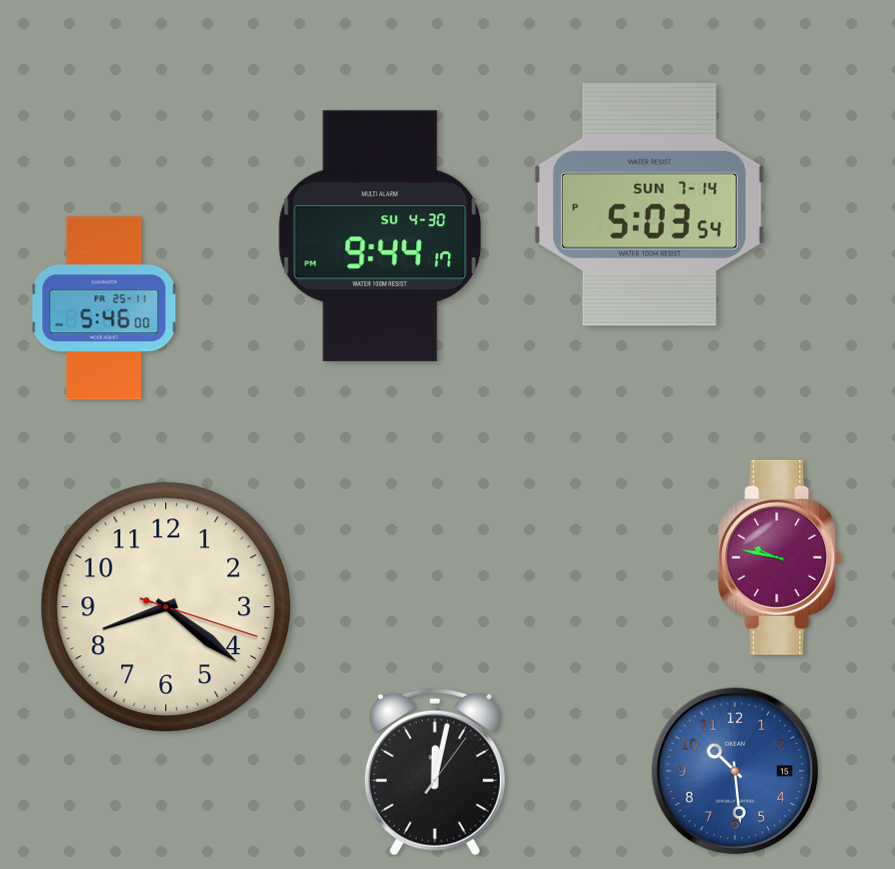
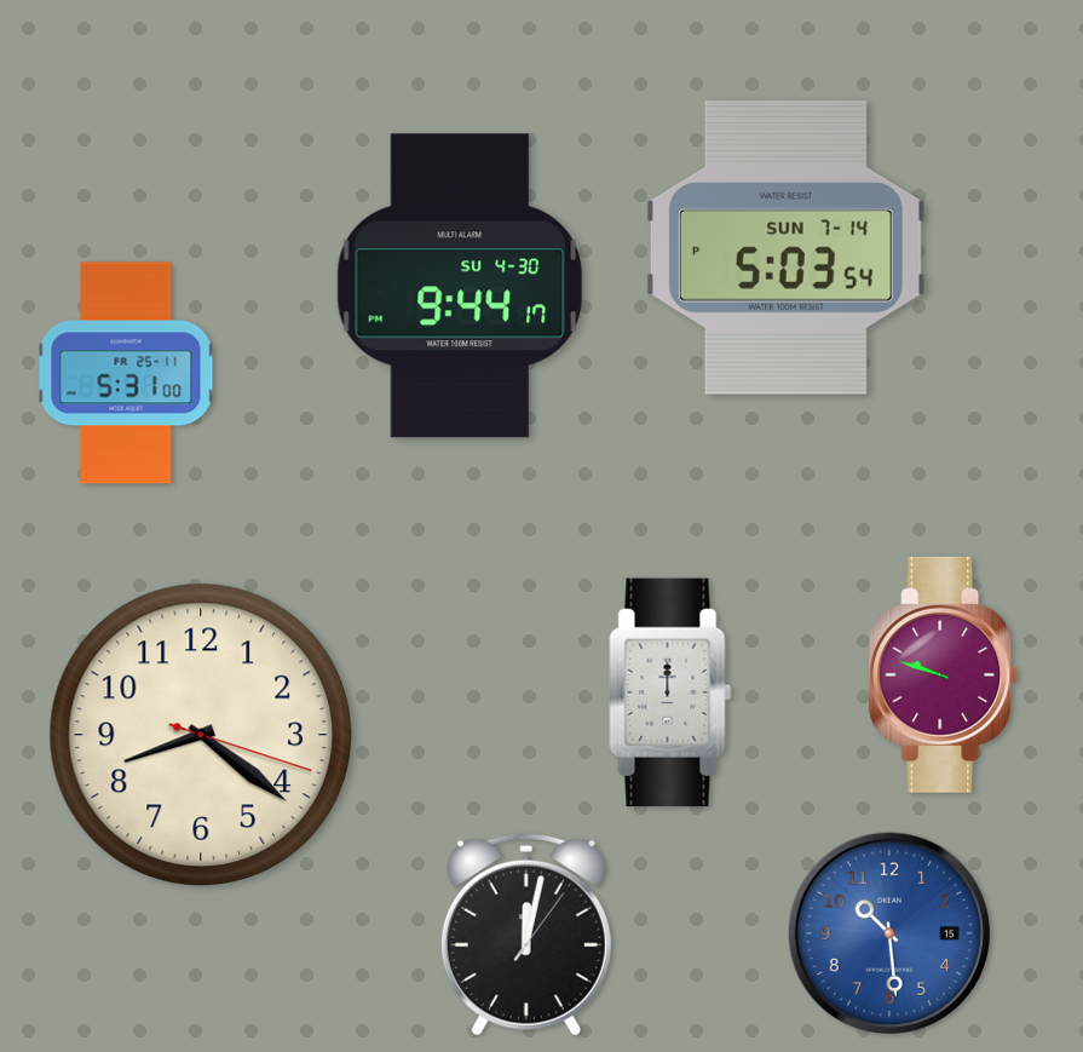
clock at (104, 308): 5:46 -> 5:31
clock at (780, 557): 9:47 -> 9:48
clock at (670, 692): none -> 12:00
